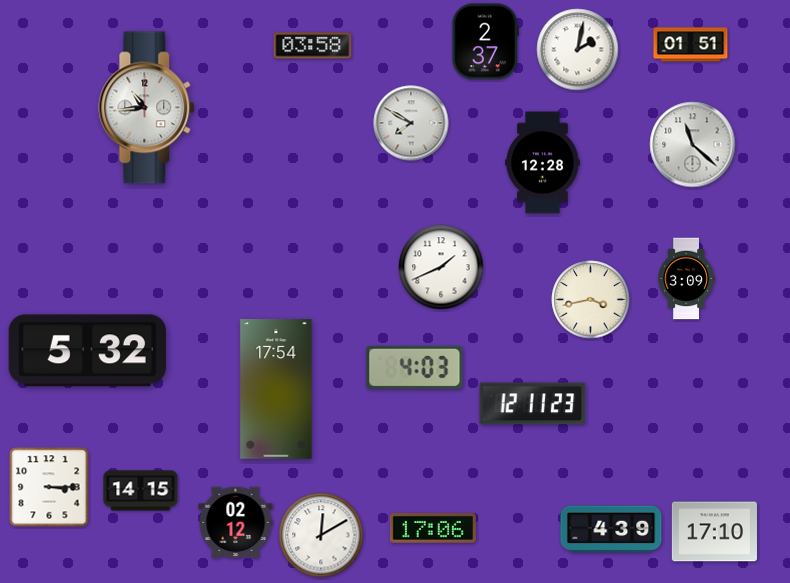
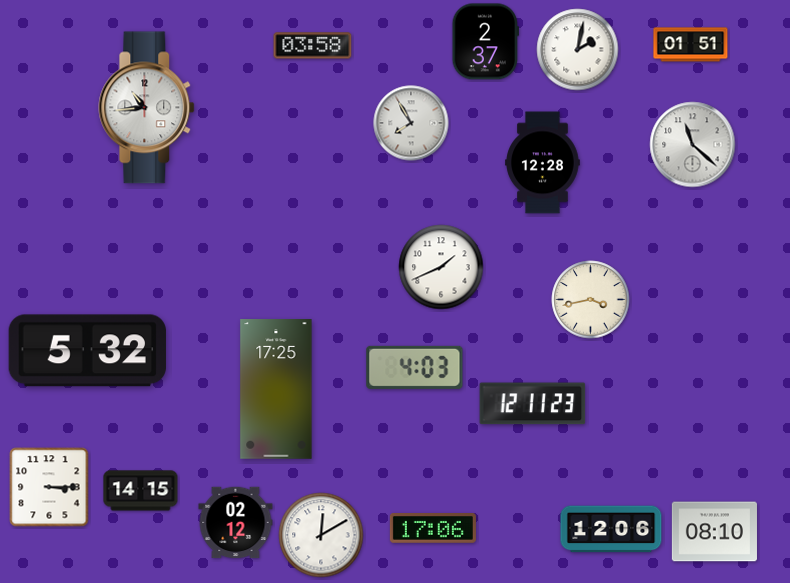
clock at (411, 123): 7:50 -> 7:55
clock at (686, 279): 3:09 -> none
clock at (276, 389): 17:54 -> 17:25
clock at (611, 529): 4:39 -> 12:06
clock at (714, 532): 17:10 -> 08:10
